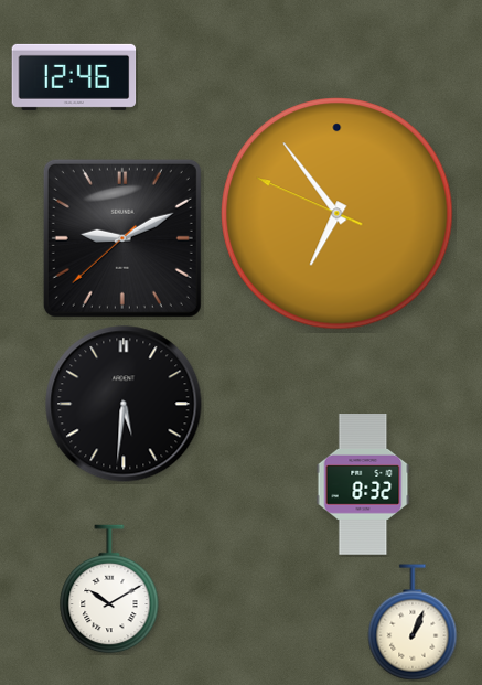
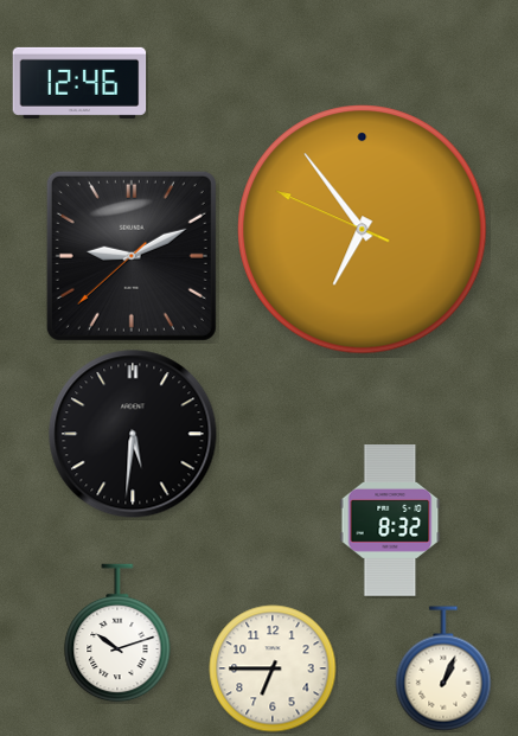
clock at (109, 589): 10:10 -> 10:12
clock at (273, 668): none -> 6:45
